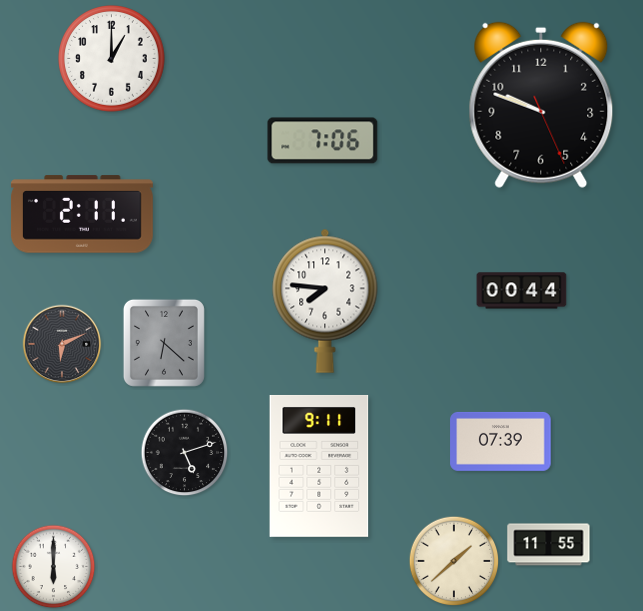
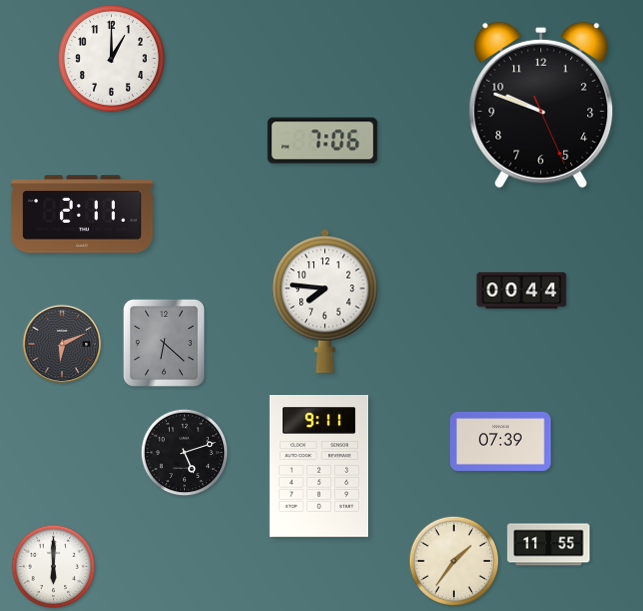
clock at (454, 561): 1:38 -> 1:36
